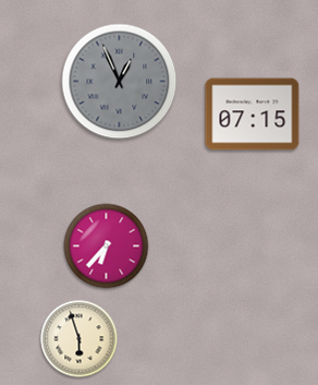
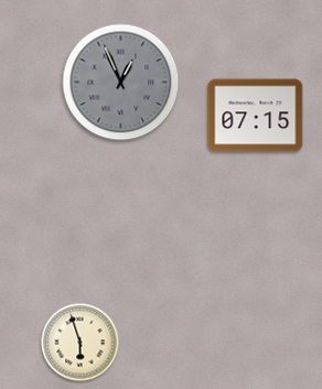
clock at (107, 246): 6:37 -> none
